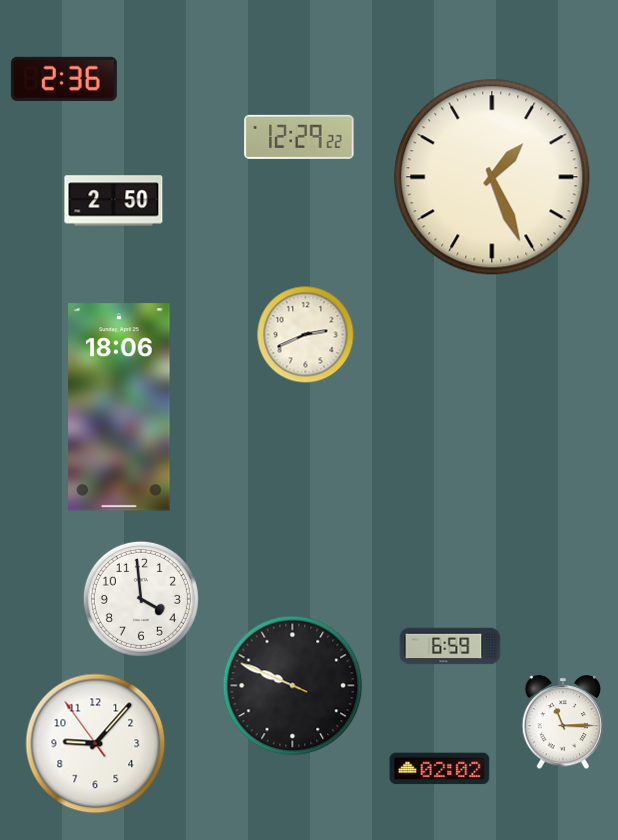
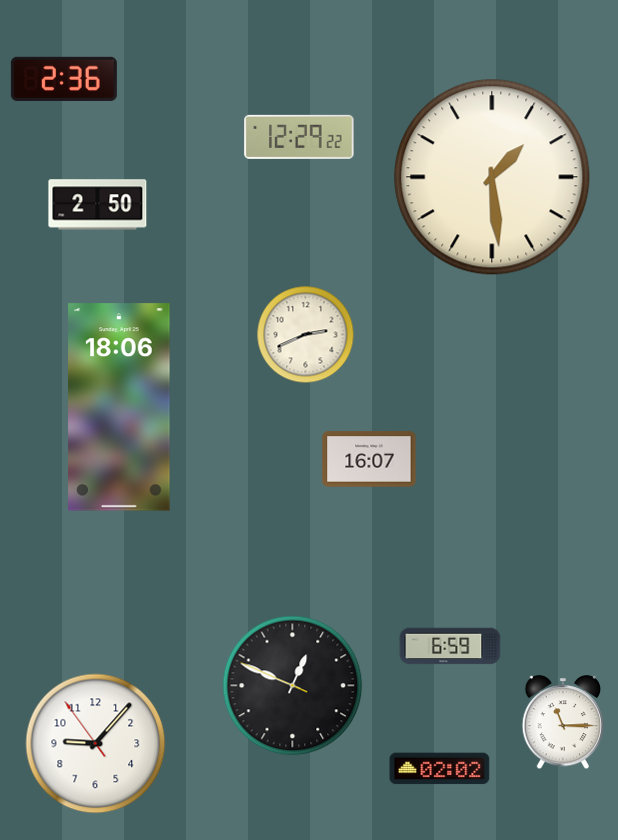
clock at (492, 177): 1:26 -> 1:29
clock at (114, 201) position: (114, 201) -> (98, 205)
clock at (369, 459): none -> 16:07
clock at (141, 599): 3:59 -> none
clock at (293, 686): 9:48 -> 12:48
